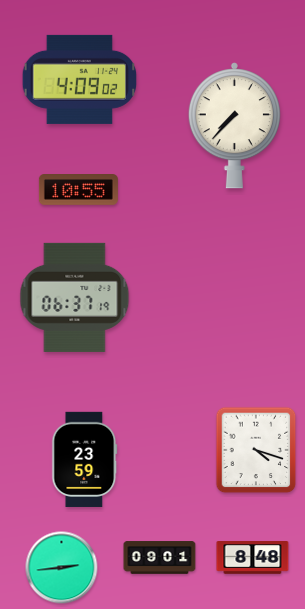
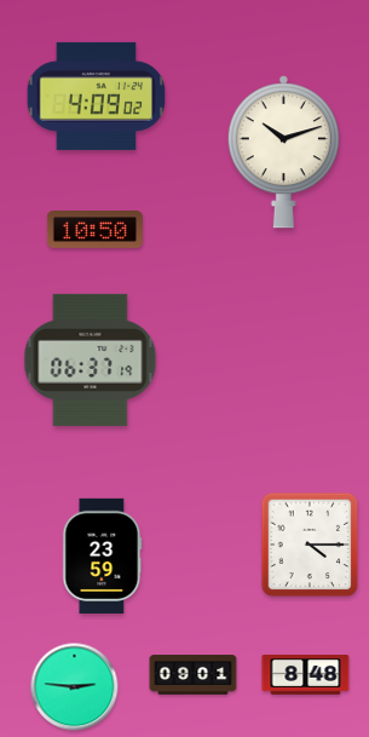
clock at (234, 126): 7:37 -> 10:12
clock at (78, 190): 10:55 -> 10:50
clock at (256, 450): 4:18 -> 4:15
clock at (62, 568): 2:44 -> 2:46
